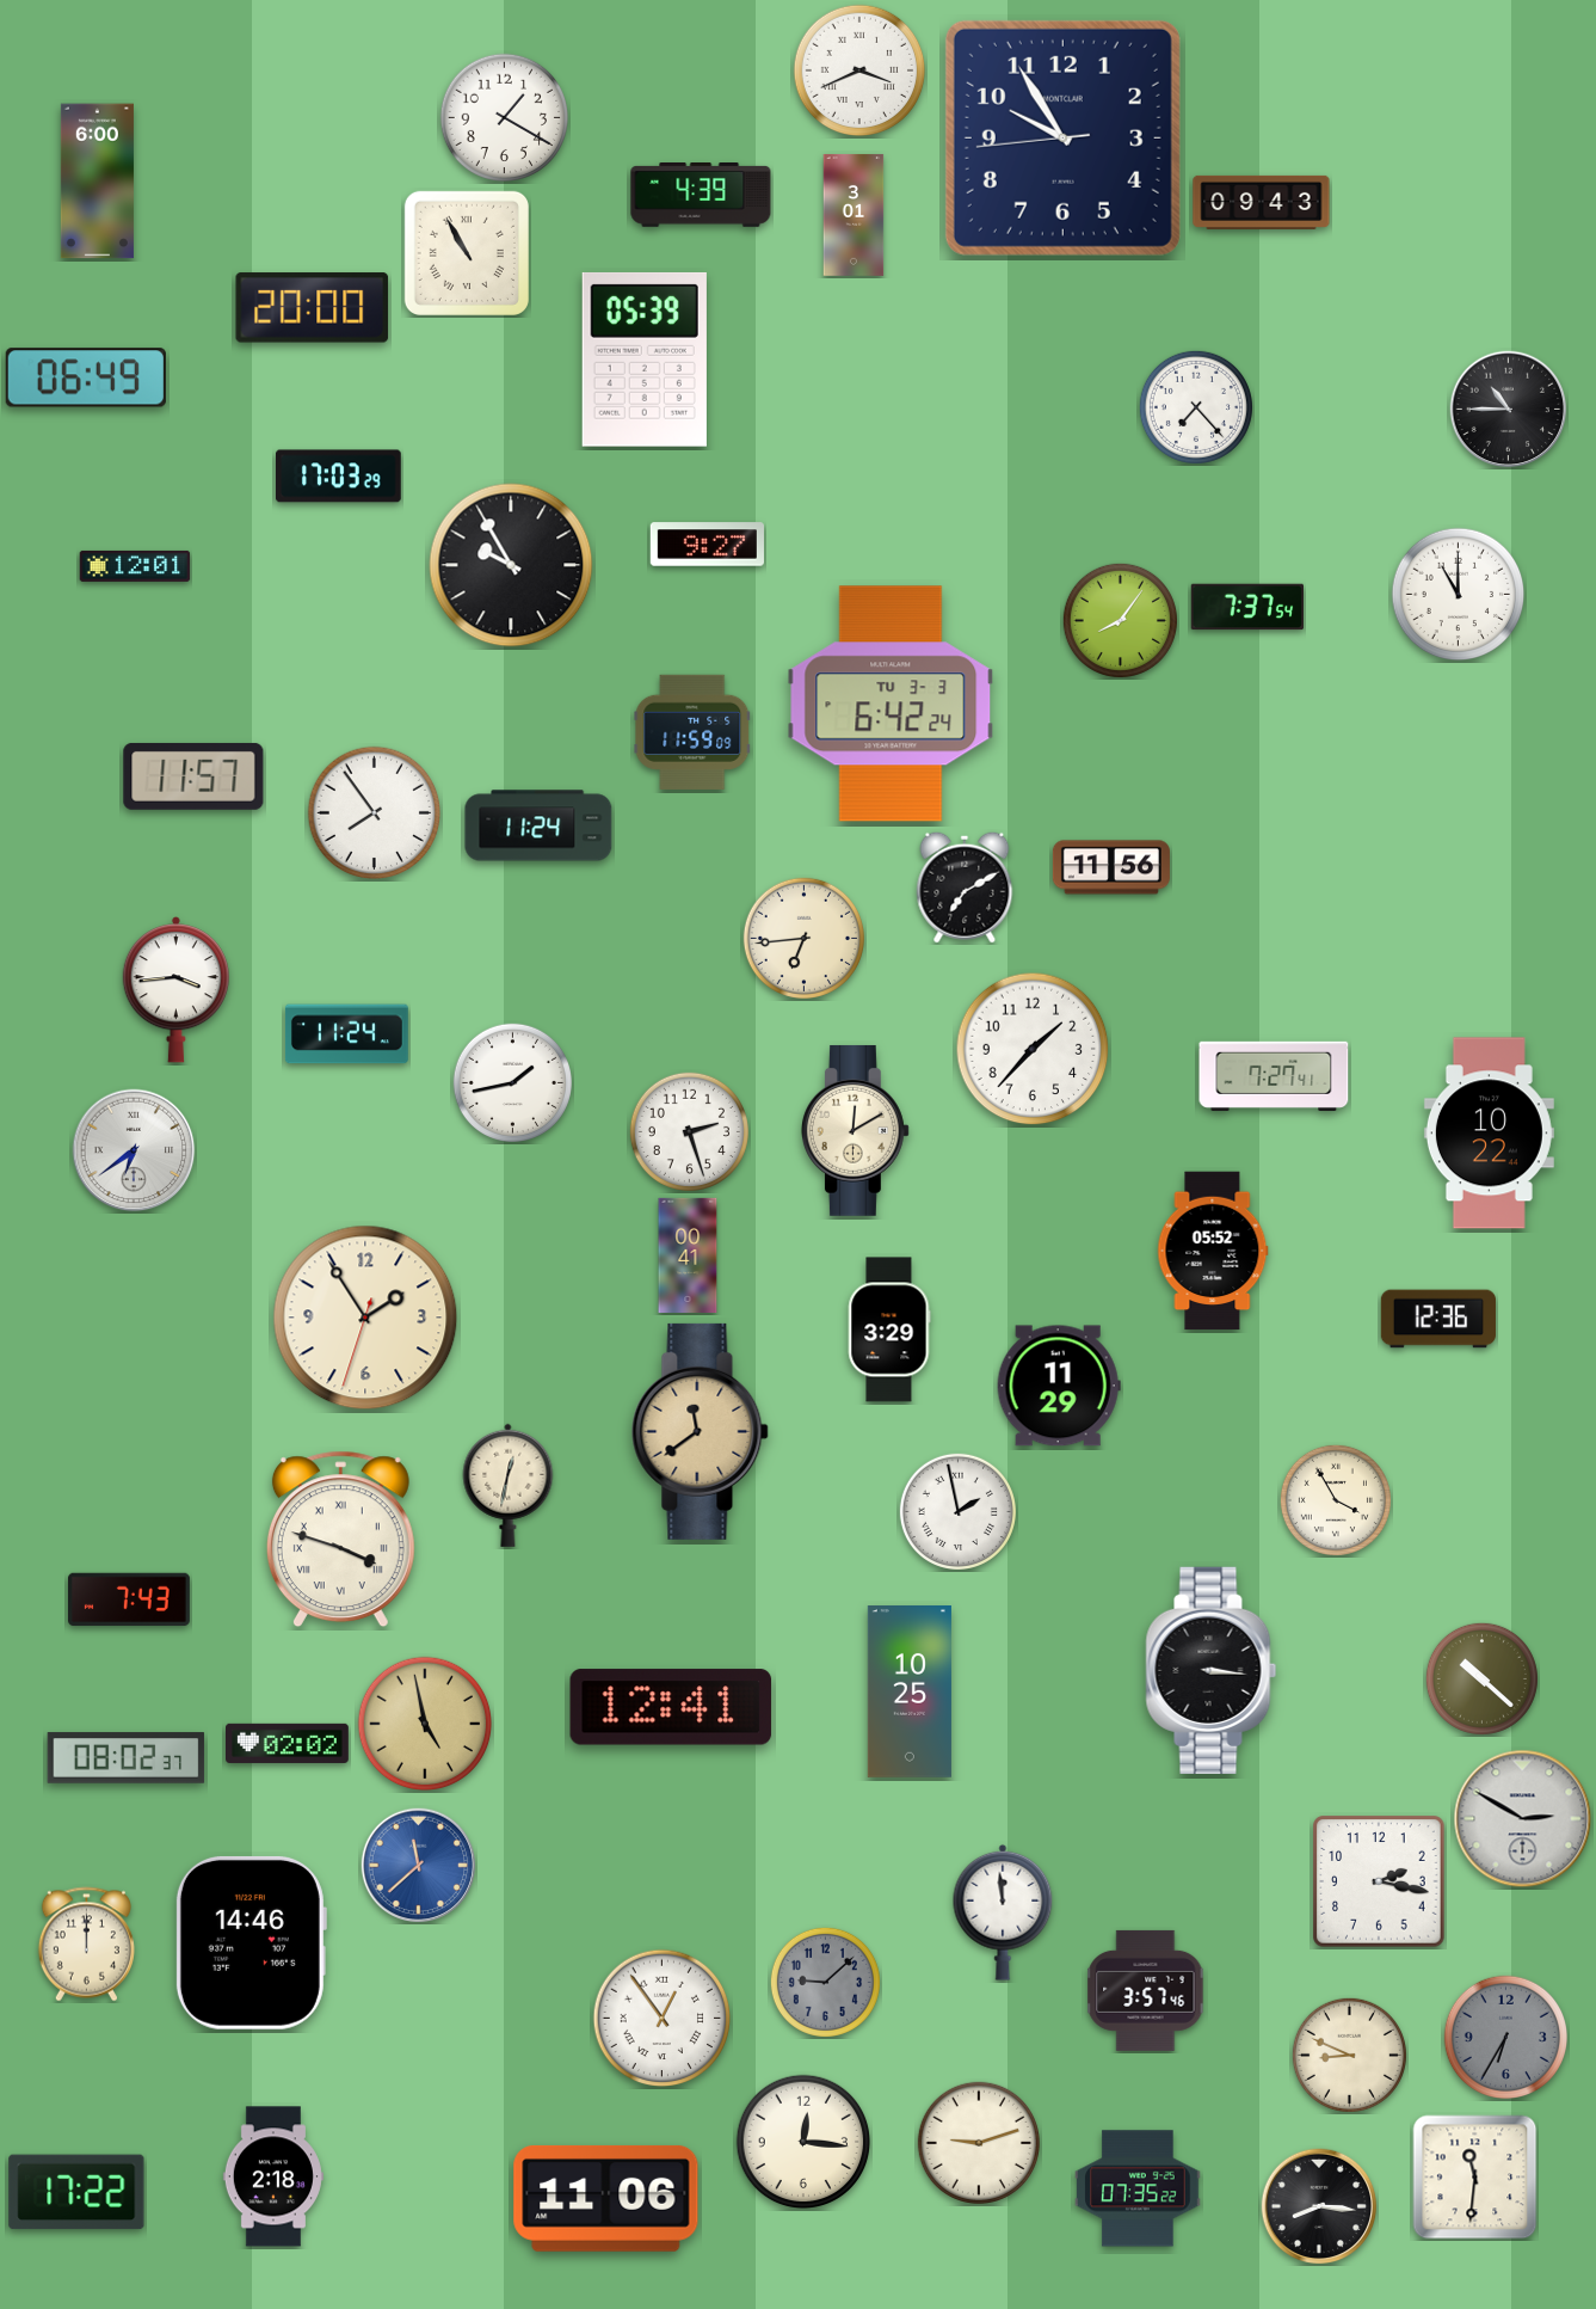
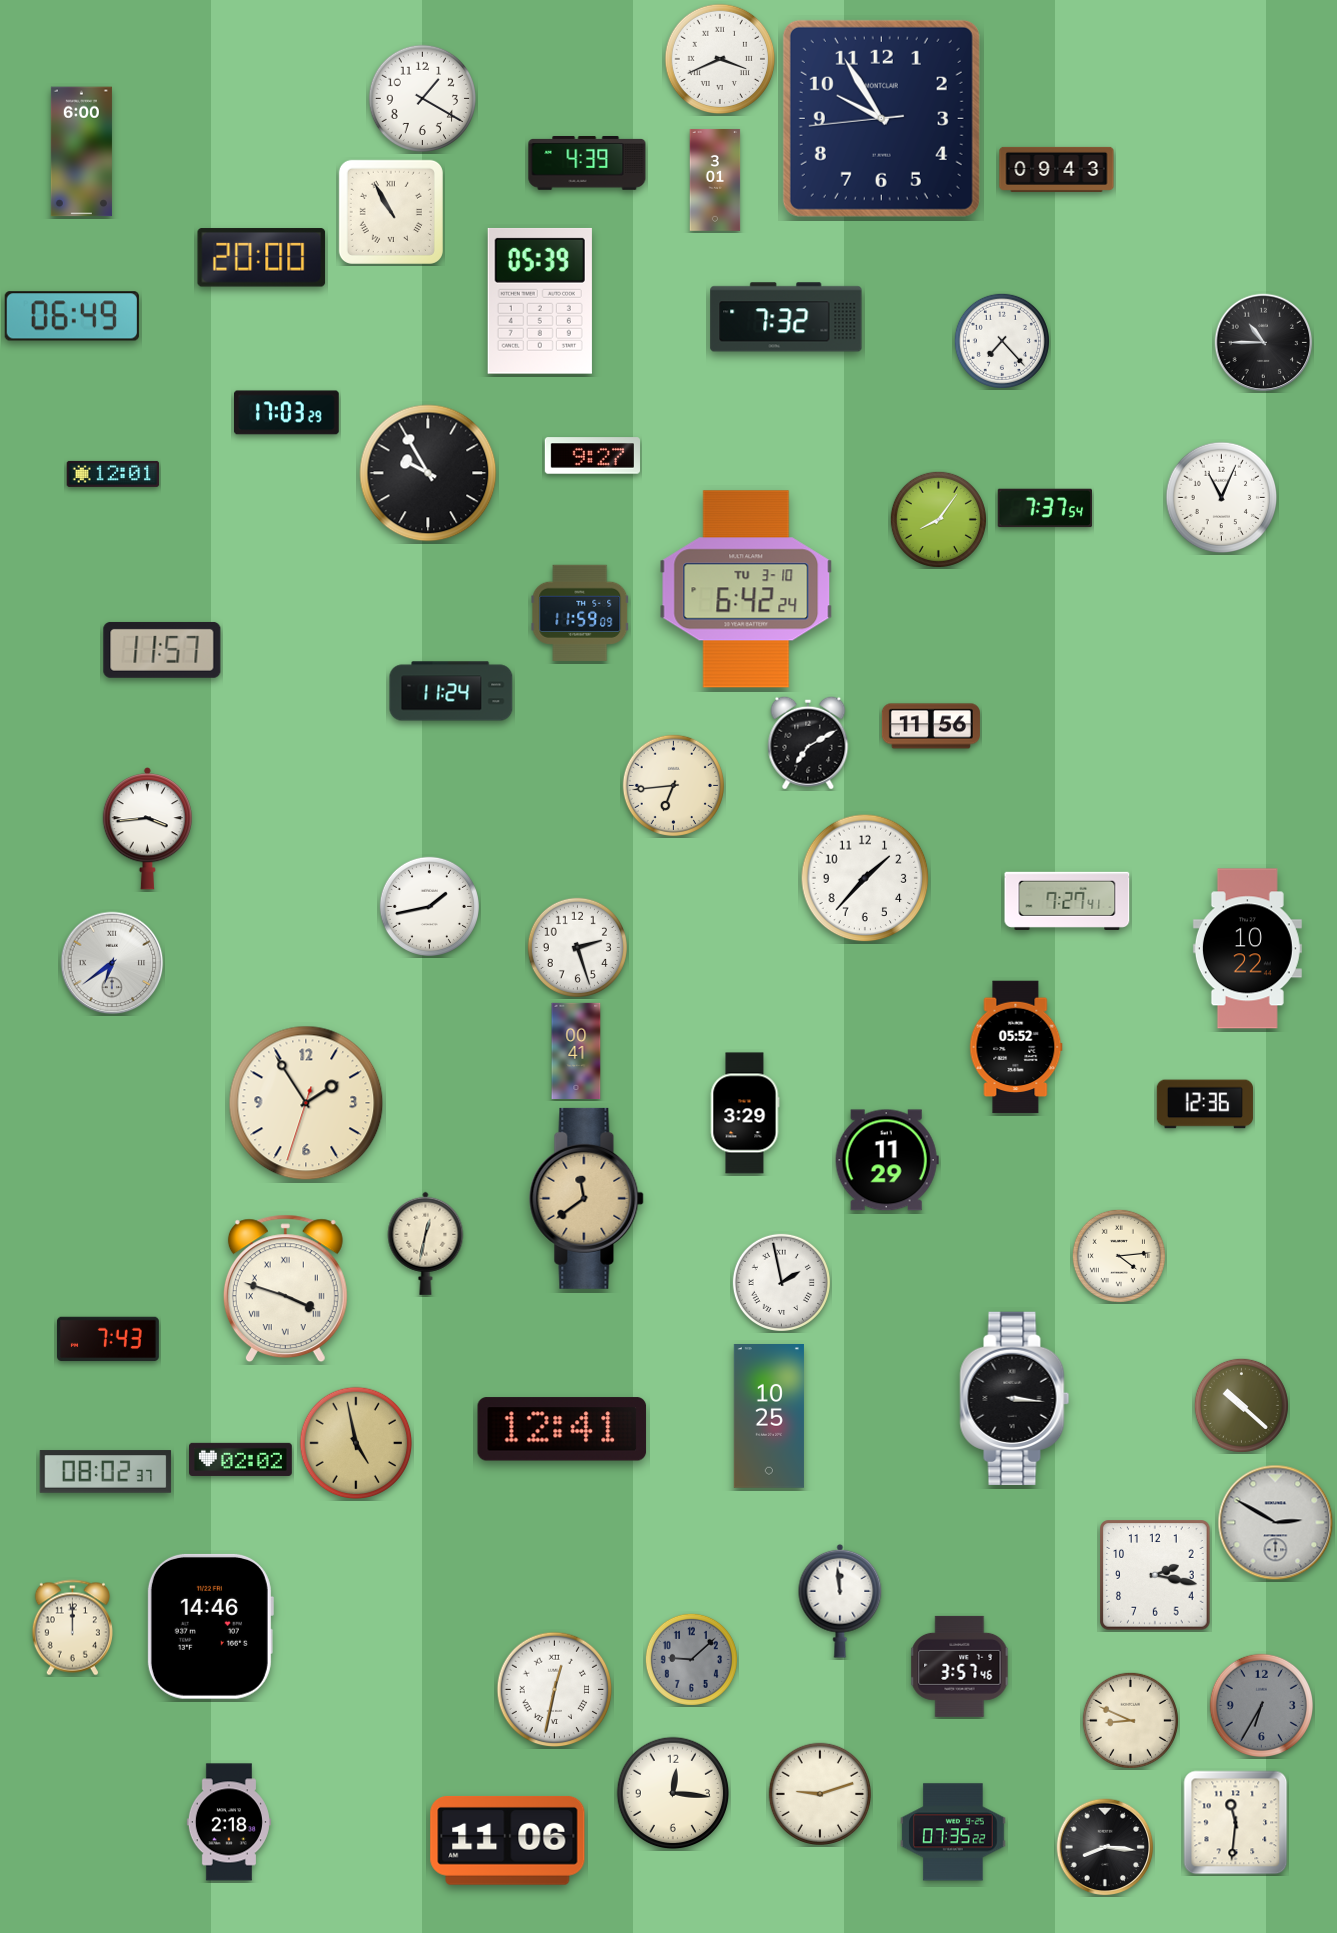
clock at (1062, 137) position: (1062, 137) -> (881, 118)
clock at (786, 317): none -> 7:32
clock at (339, 477) position: (339, 477) -> (287, 413)
clock at (1459, 595): 11:00 -> 11:04
clock at (891, 704) date: TU 3-3 -> TU 3-10
clock at (375, 813): 7:54 -> none
clock at (346, 1034): 11:24 -> none
clock at (855, 1130): 12:10 -> none
clock at (1336, 1500): 3:55 -> 4:14
clock at (957, 1511) position: (957, 1511) -> (781, 1282)
clock at (910, 1693) position: (910, 1693) -> (769, 1417)
clock at (419, 1866): 11:38 -> none
clock at (663, 2019): 12:54 -> 12:32
clock at (76, 2192): 17:22 -> none
